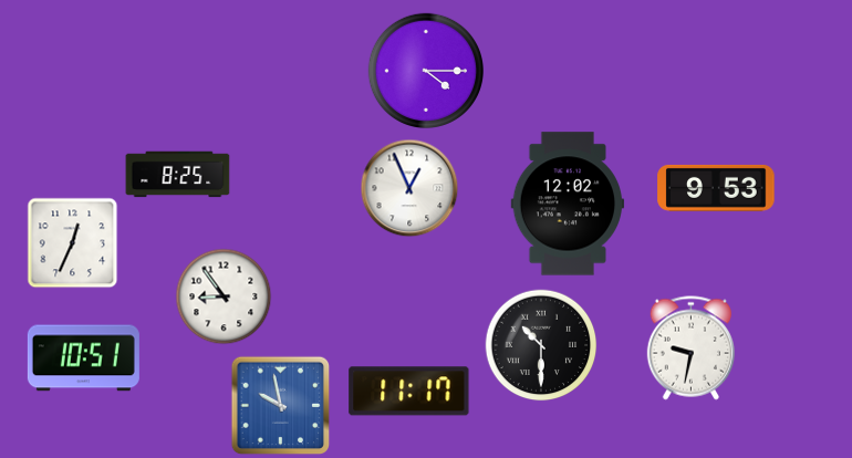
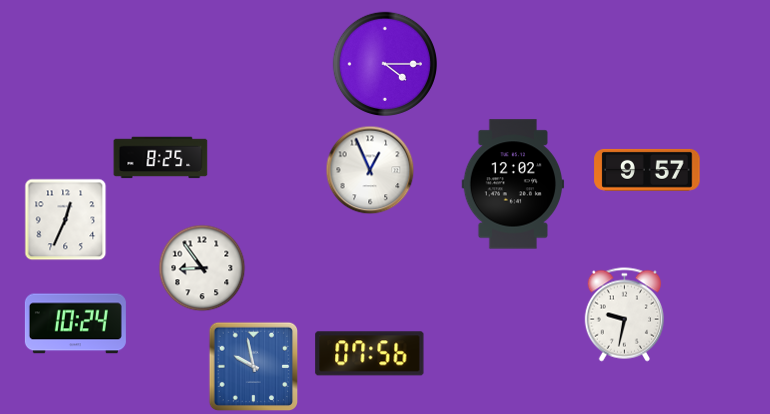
clock at (716, 188): 9:53 -> 9:57
clock at (541, 345): 10:30 -> none
clock at (83, 358): 10:51 -> 10:24
clock at (409, 392): 11:17 -> 07:56
